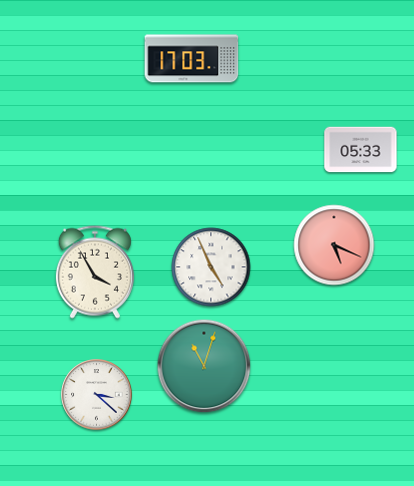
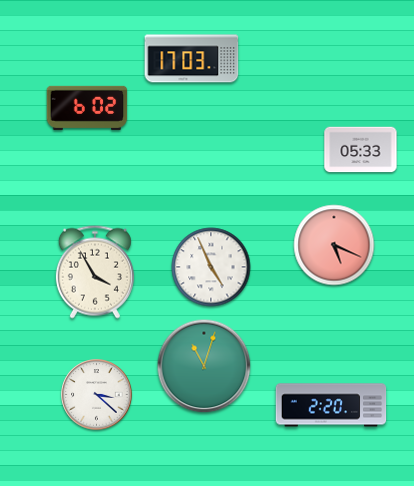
clock at (87, 108): none -> 6:02
clock at (331, 405): none -> 2:20
